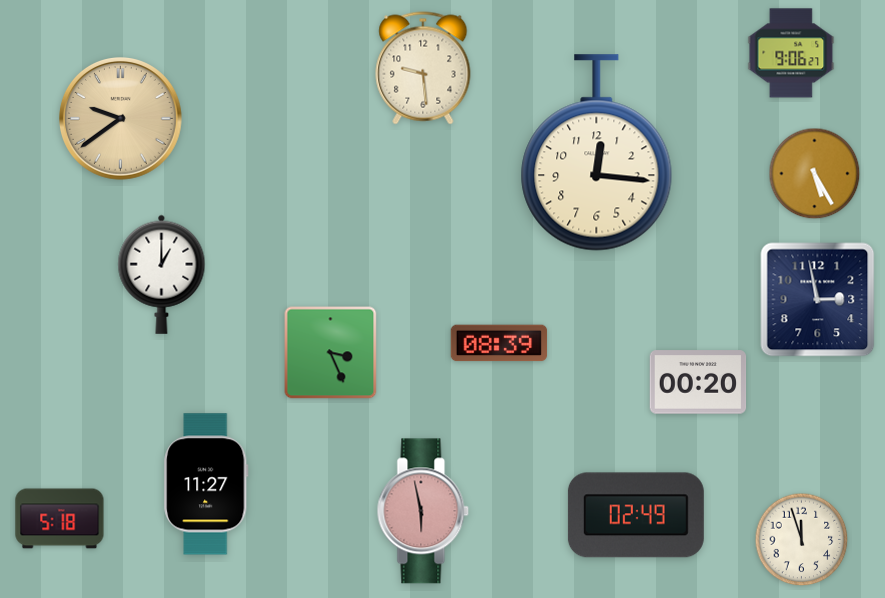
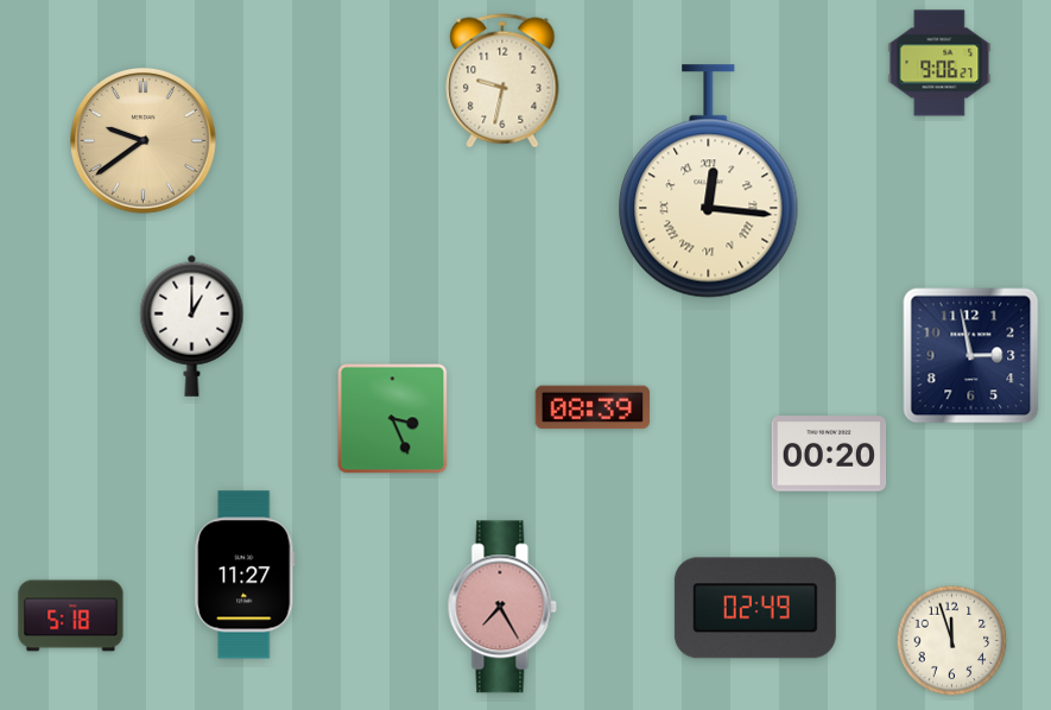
clock at (423, 68): 9:29 -> 9:32
clock at (597, 153) numerals: Arabic -> Roman
clock at (815, 174): 5:25 -> none
clock at (423, 511): 5:58 -> 7:25
clock at (636, 515) position: (636, 515) -> (755, 608)
